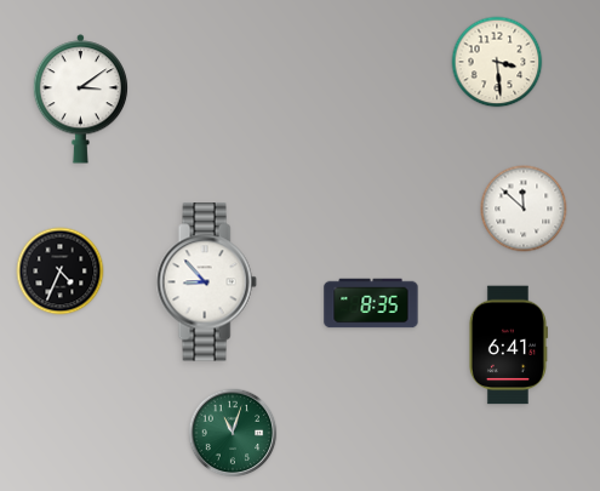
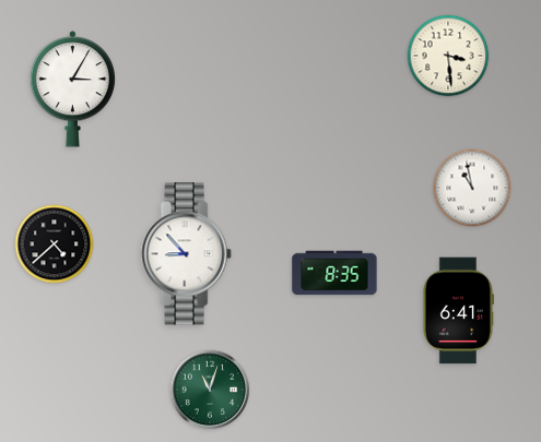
clock at (81, 99): 3:09 -> 3:05
clock at (524, 209): 11:52 -> 10:58
clock at (61, 272): 4:34 -> 4:38
